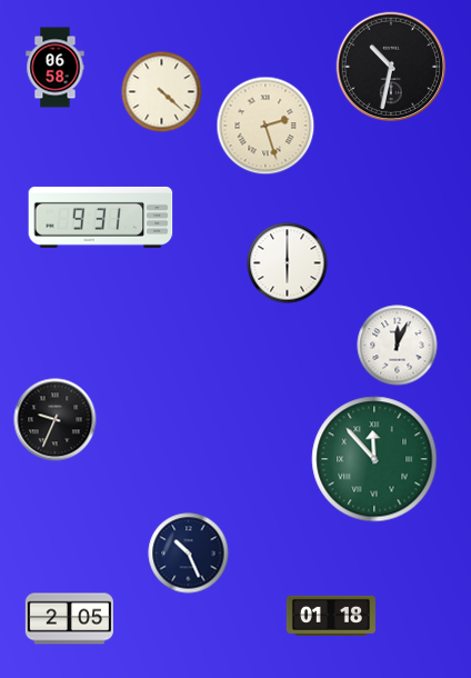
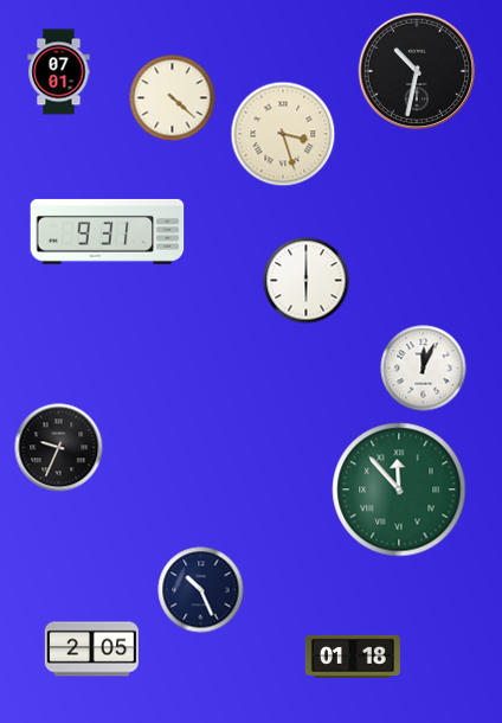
clock at (56, 68): 06:58 -> 07:01
clock at (265, 126): 2:27 -> 3:27
clock at (69, 619) position: (69, 619) -> (91, 650)
